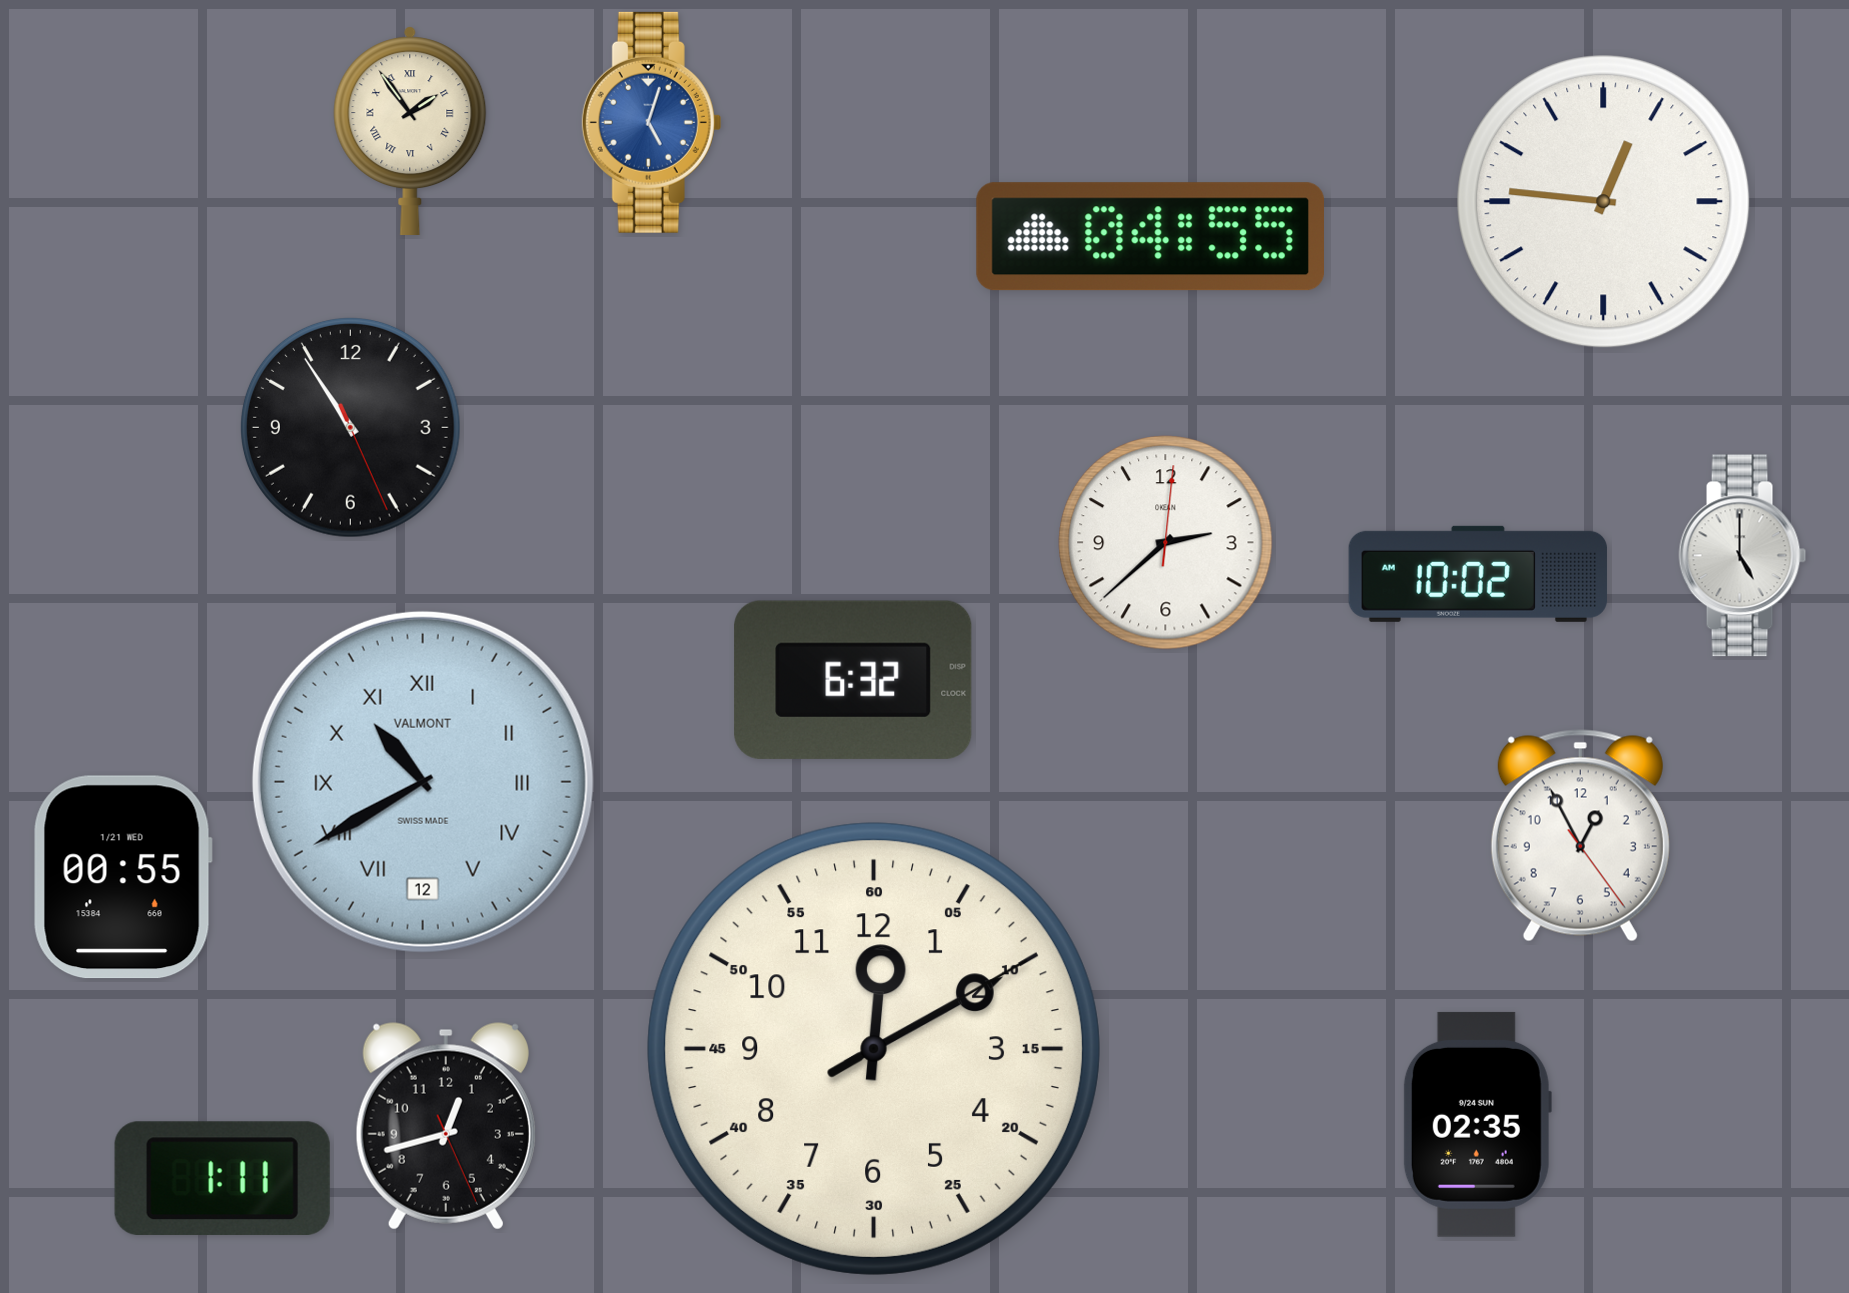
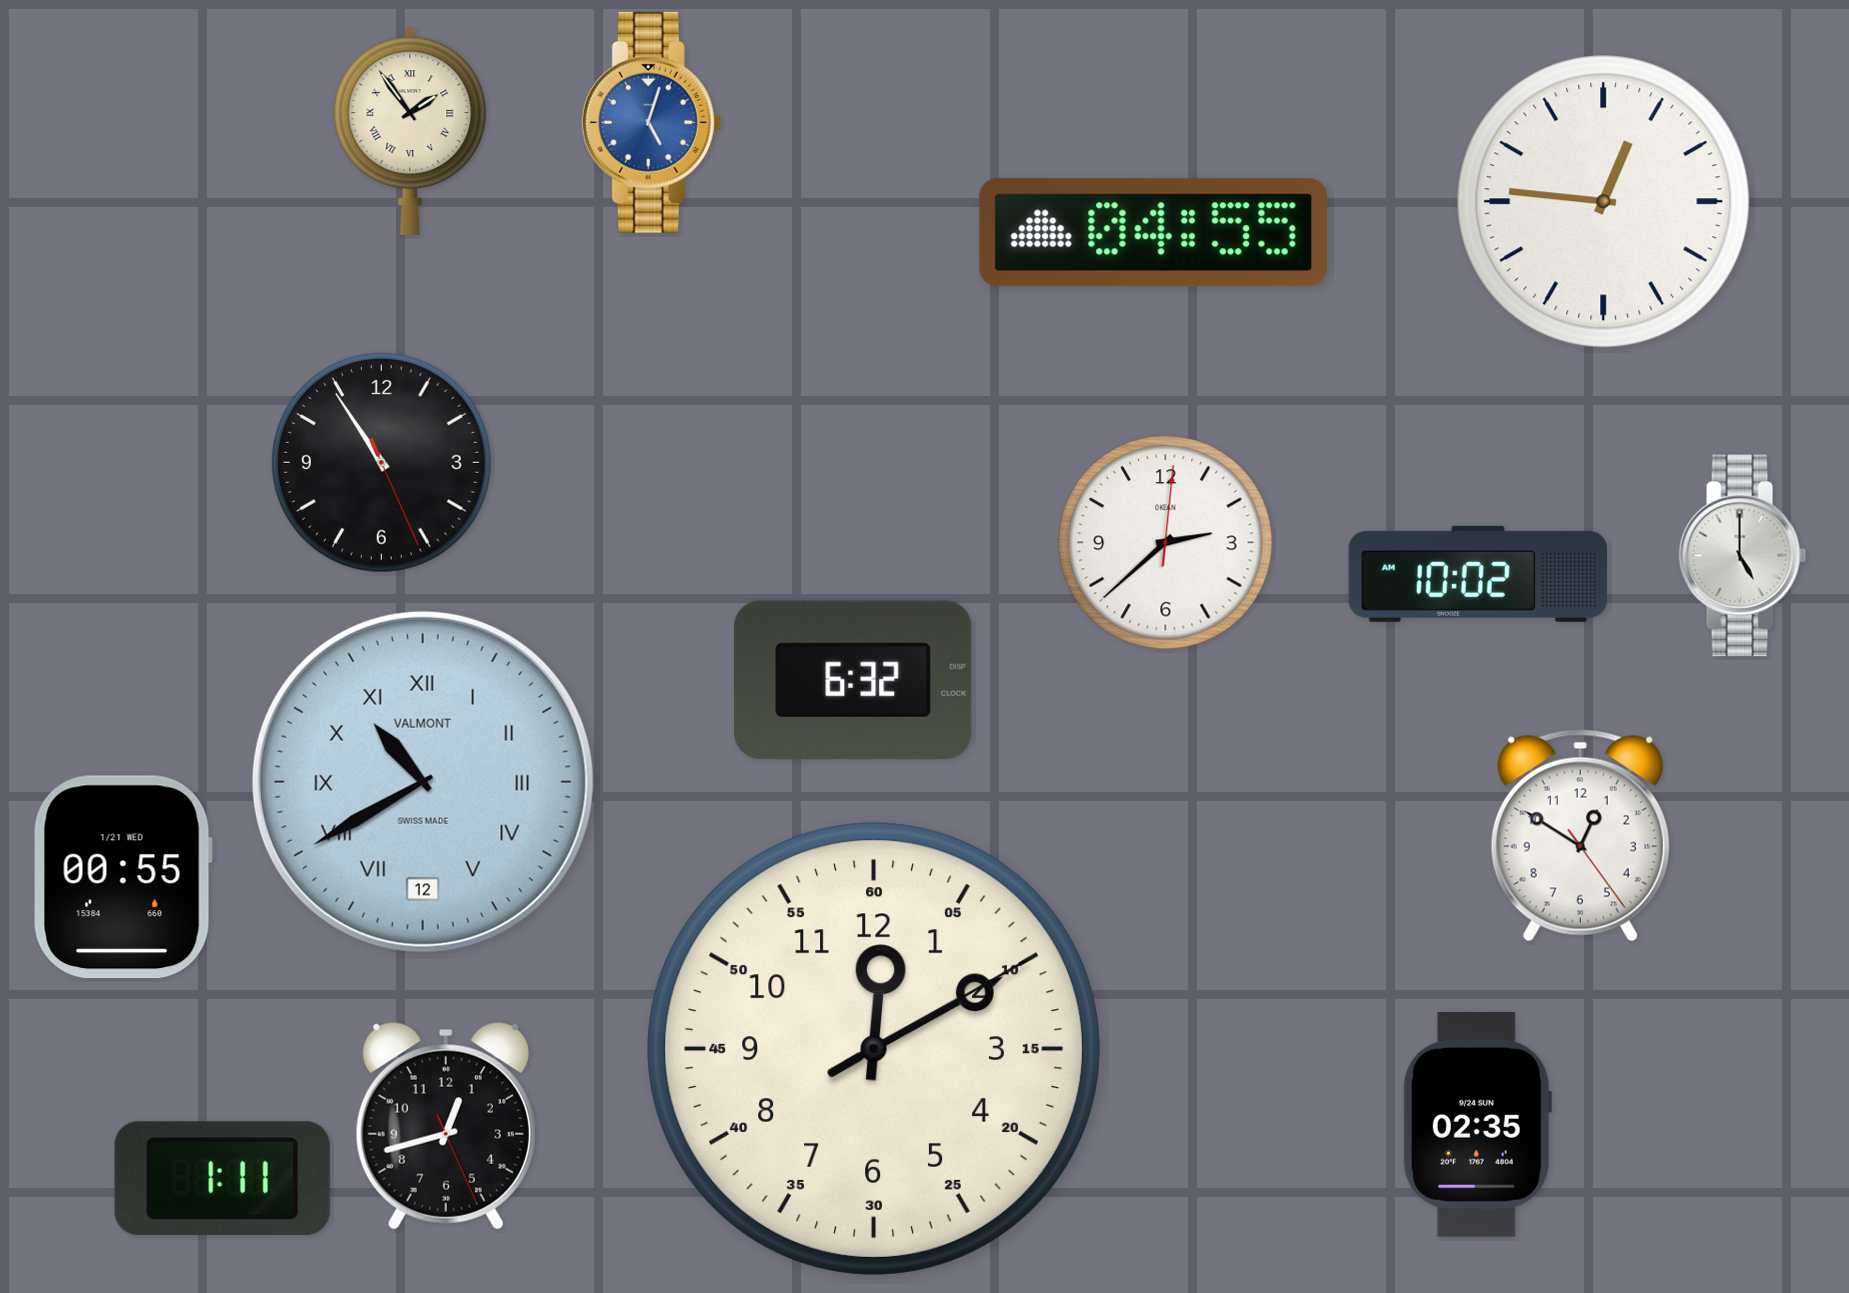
clock at (1150, 237) position: (1150, 237) -> (1153, 233)
clock at (350, 427) position: (350, 427) -> (381, 462)
clock at (1580, 836): 12:55 -> 12:50
